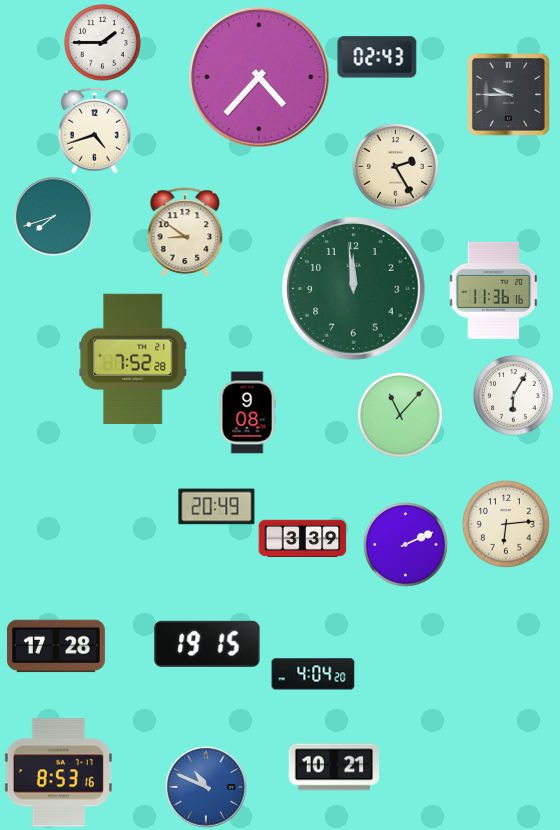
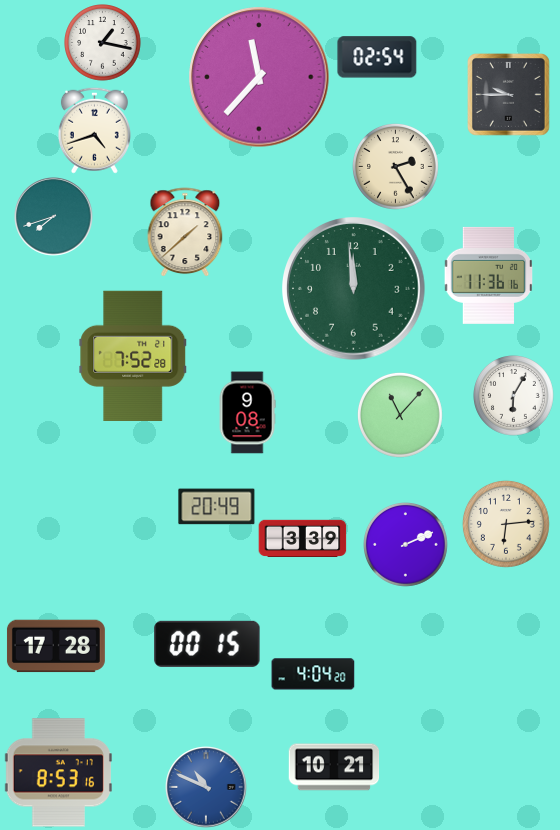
clock at (103, 43): 1:45 -> 1:17
clock at (377, 57): 02:43 -> 02:54
clock at (259, 77): 4:37 -> 11:37
clock at (185, 232): 8:51 -> 1:38
clock at (494, 290) position: (494, 290) -> (489, 275)
clock at (133, 359) position: (133, 359) -> (133, 356)
clock at (207, 644): 19:15 -> 00:15
